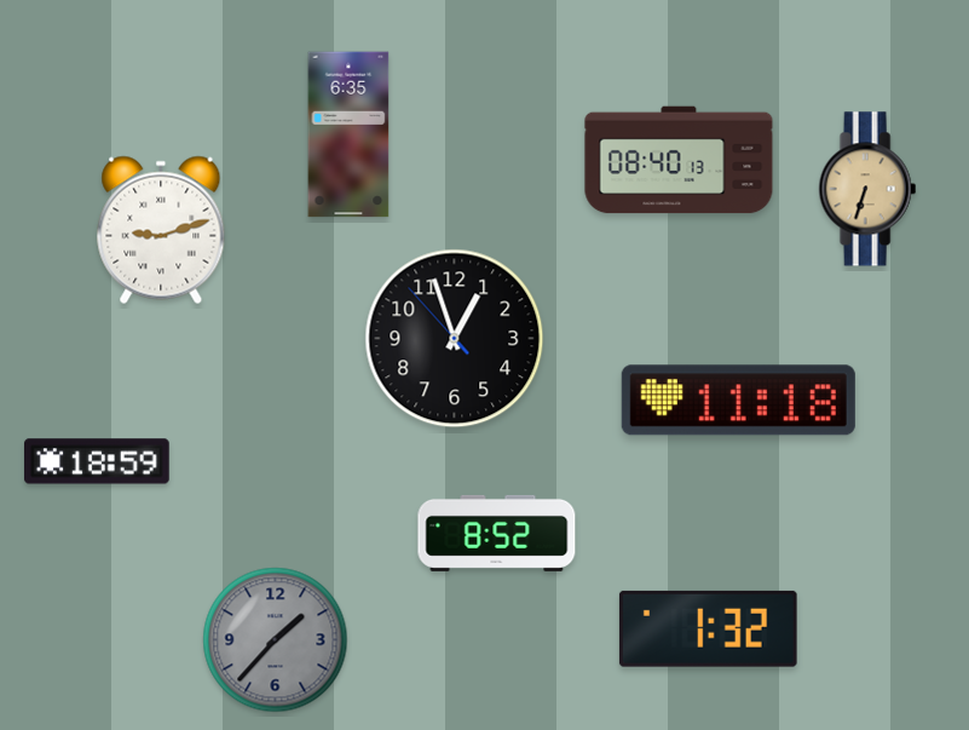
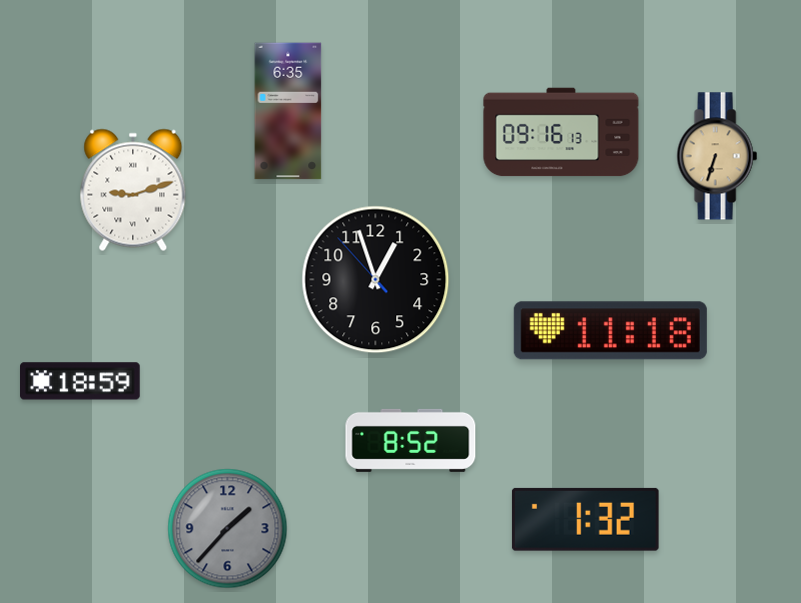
clock at (679, 160): 08:40 -> 09:16
